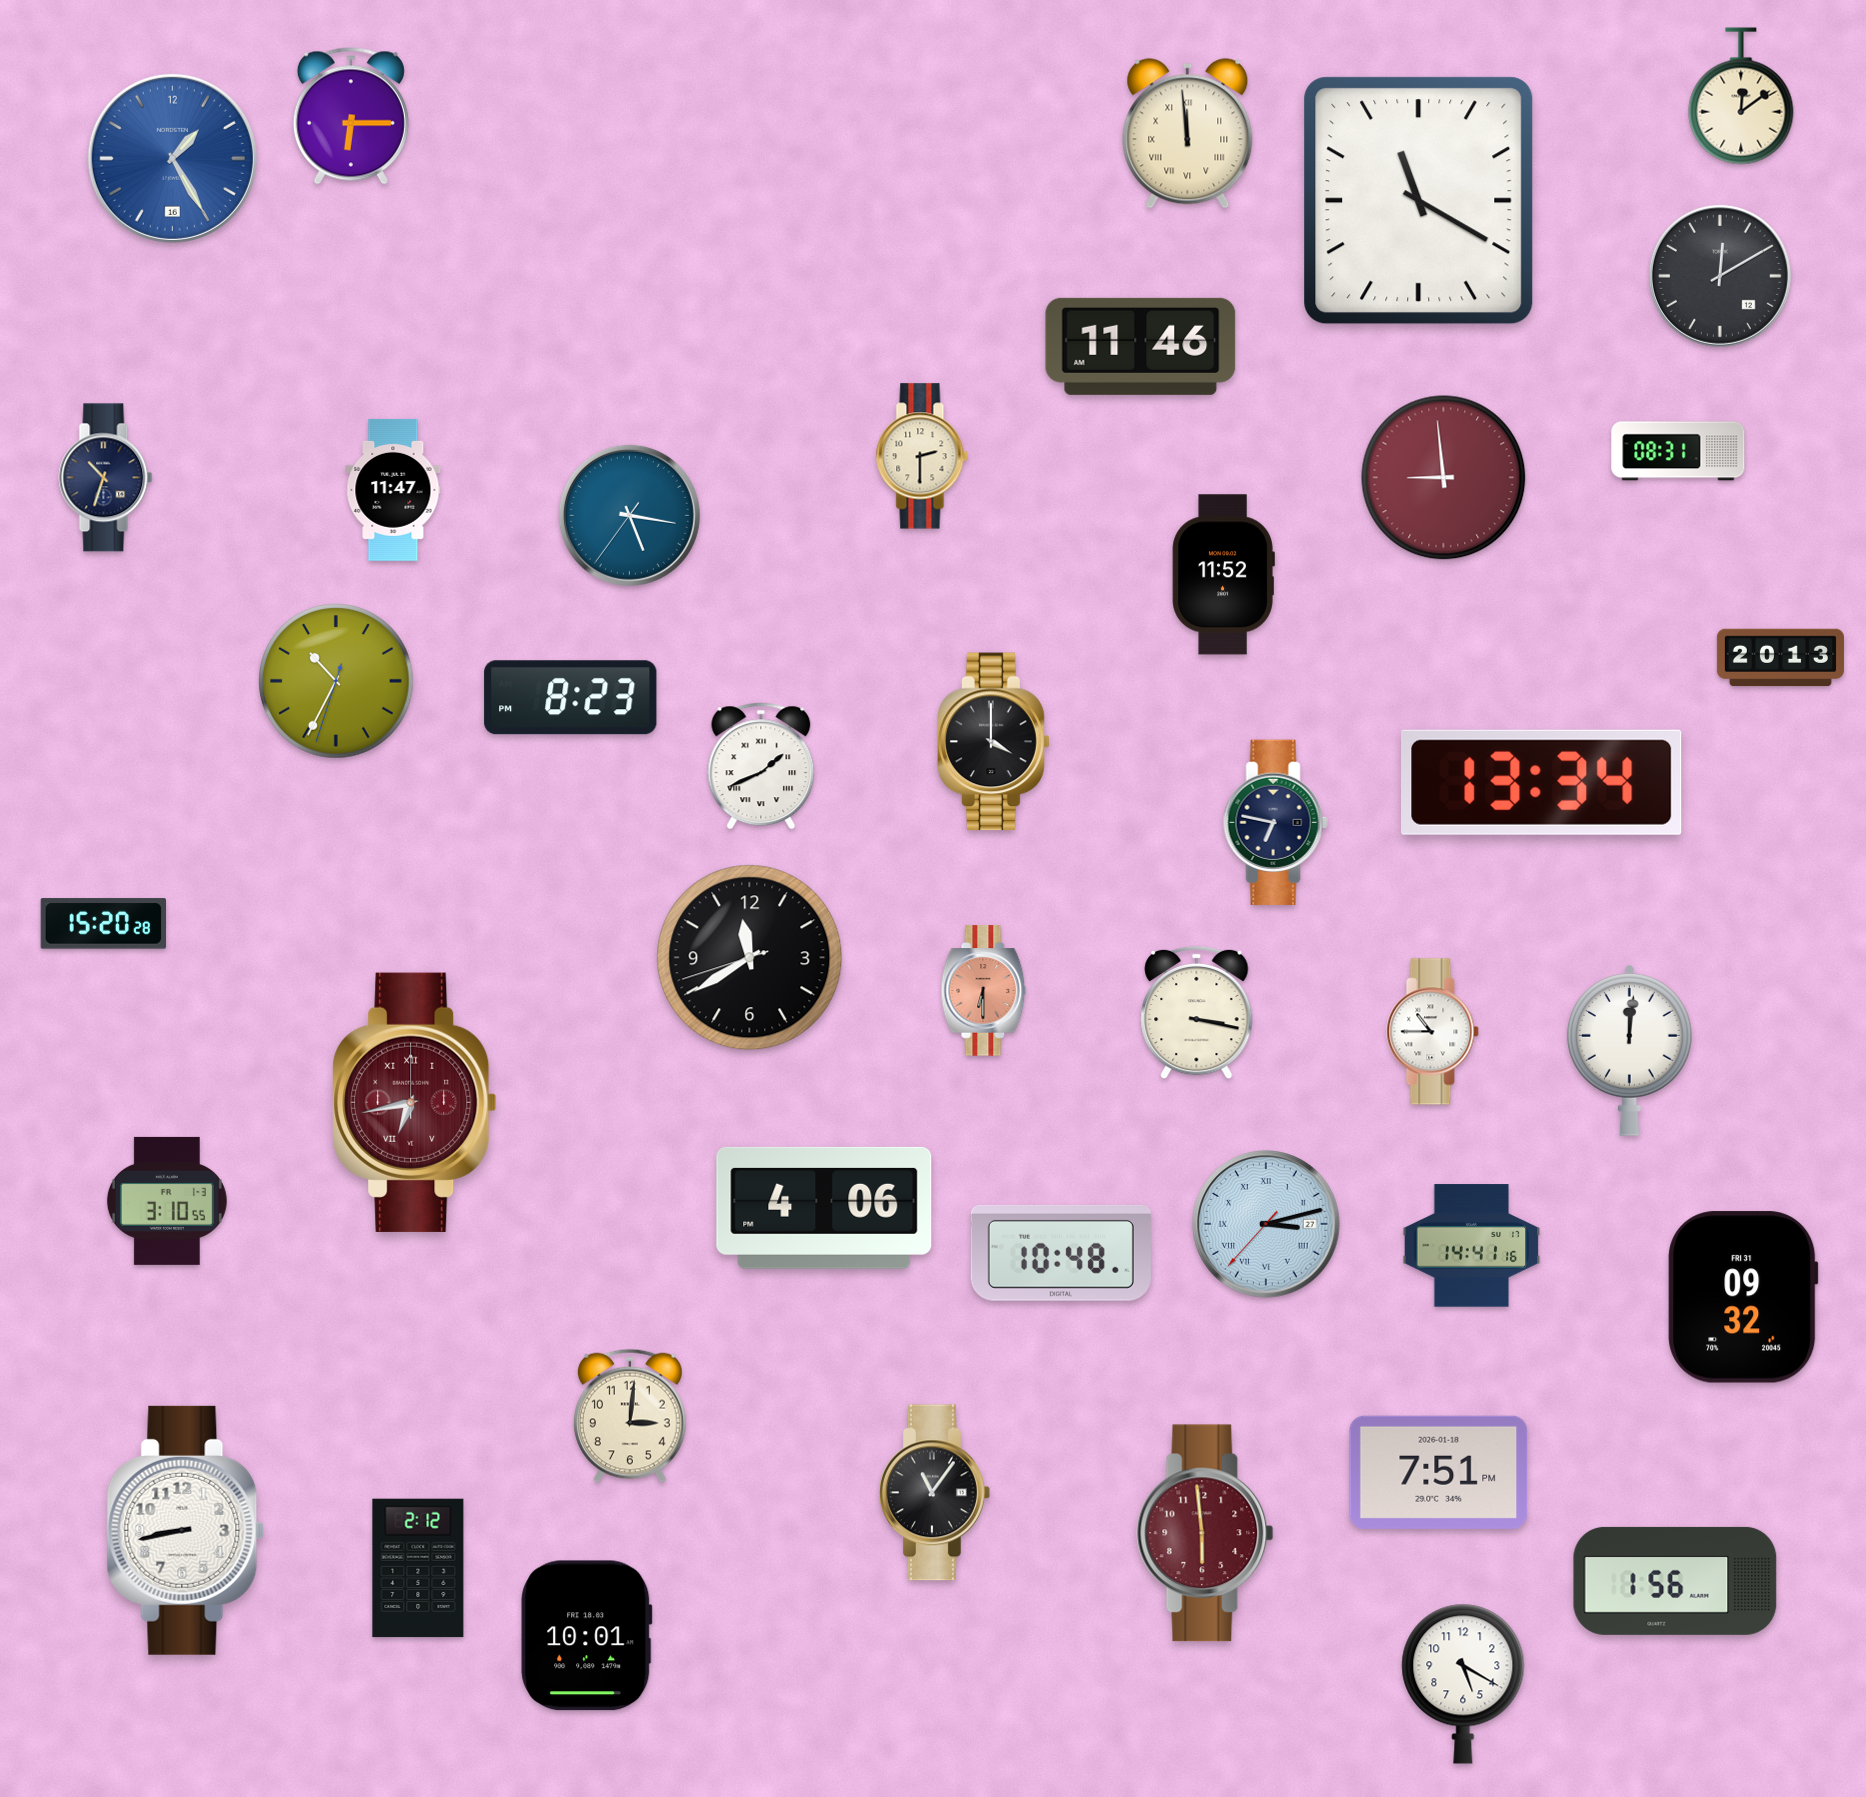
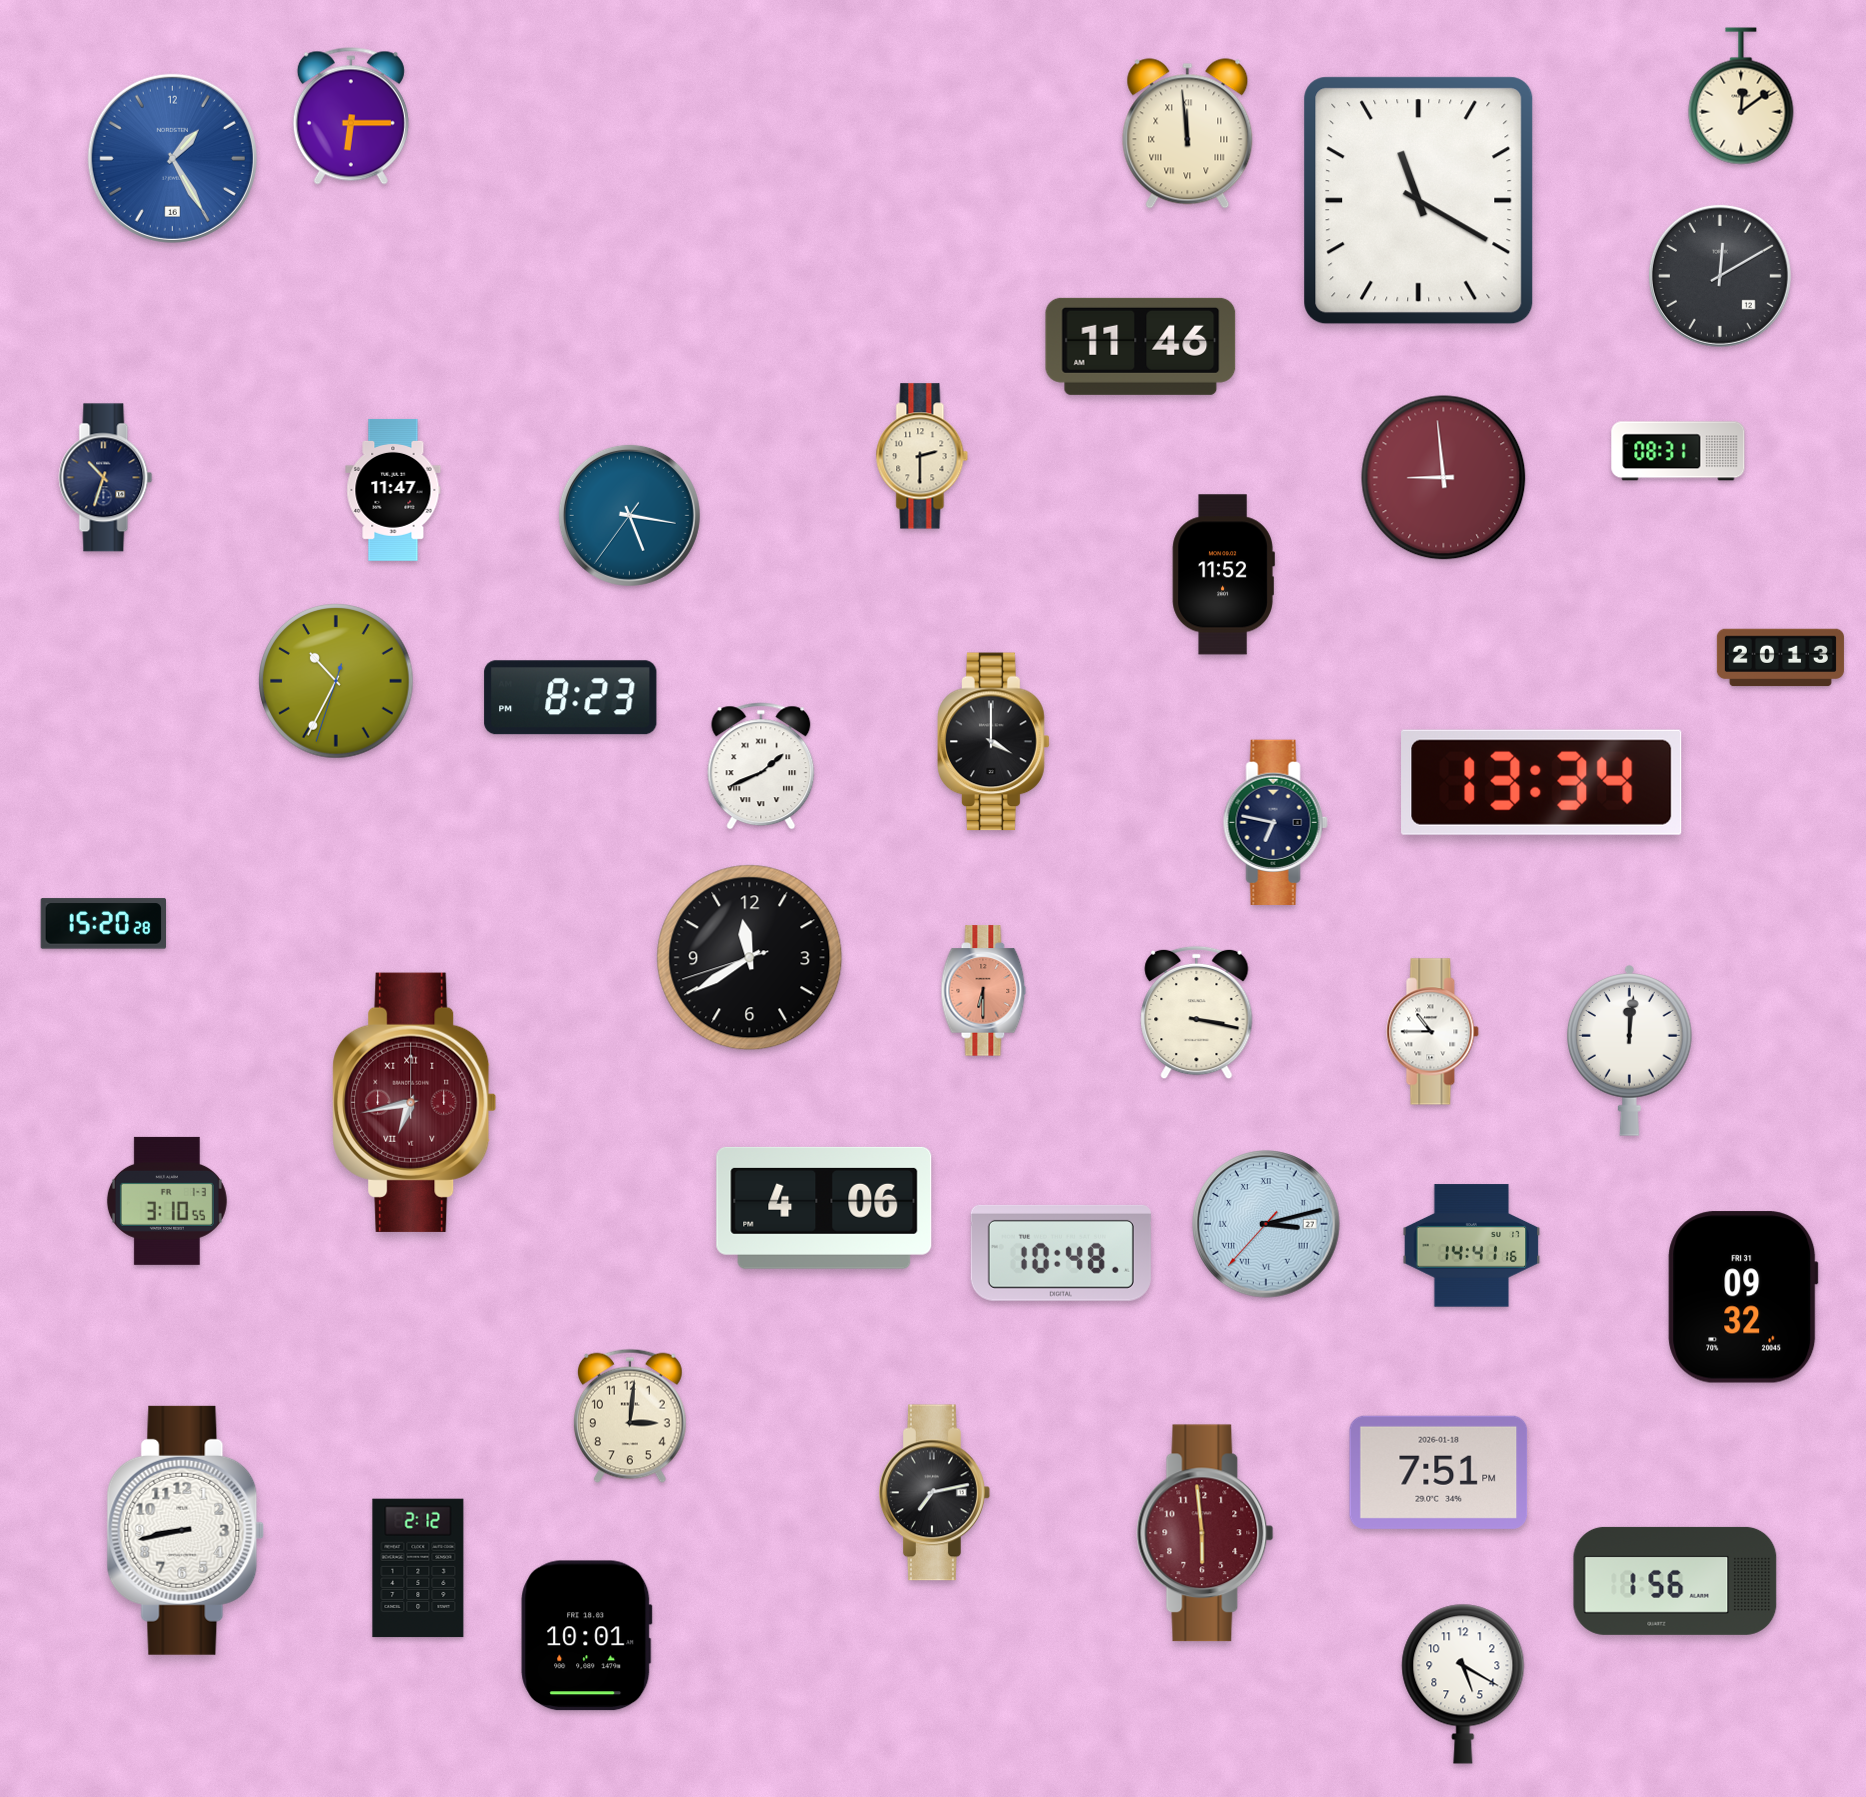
clock at (935, 1493): 11:06 -> 7:13
